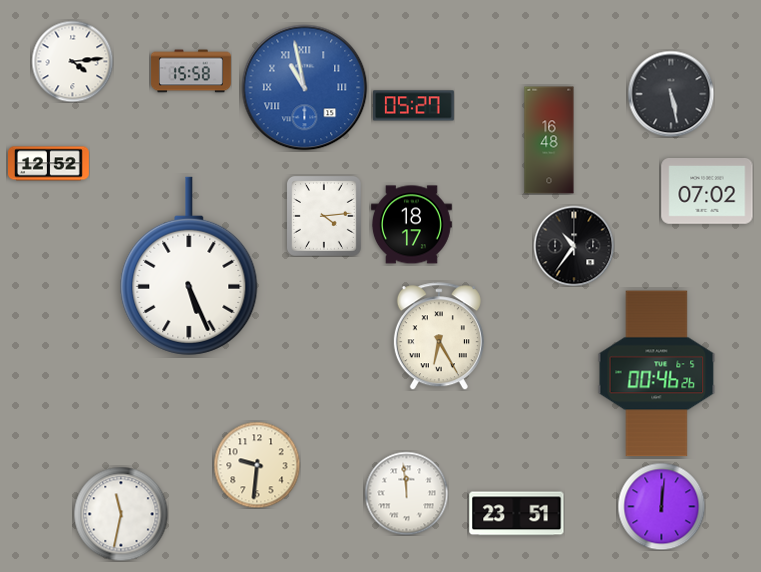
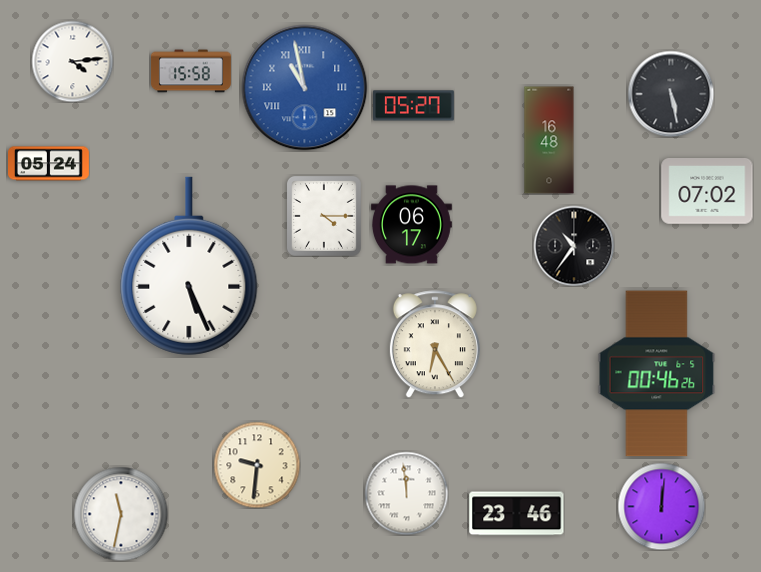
clock at (49, 164): 12:52 -> 05:24
clock at (324, 216): 4:14 -> 4:15
clock at (412, 225): 18:17 -> 06:17
clock at (439, 336) position: (439, 336) -> (435, 344)
clock at (517, 514): 23:51 -> 23:46
